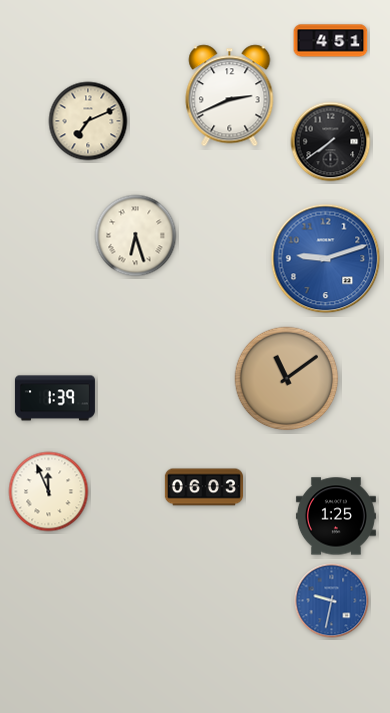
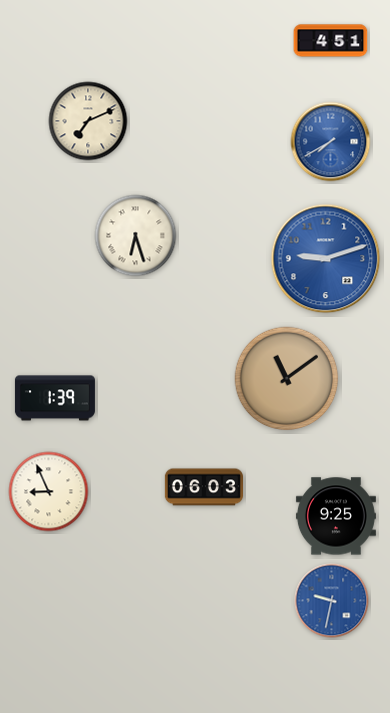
clock at (230, 96): 2:41 -> none
clock at (331, 142): 7:39 -> 7:40
clock at (331, 142) dial: black -> blue
clock at (49, 492): 11:56 -> 8:56
clock at (336, 516): 1:25 -> 9:25
